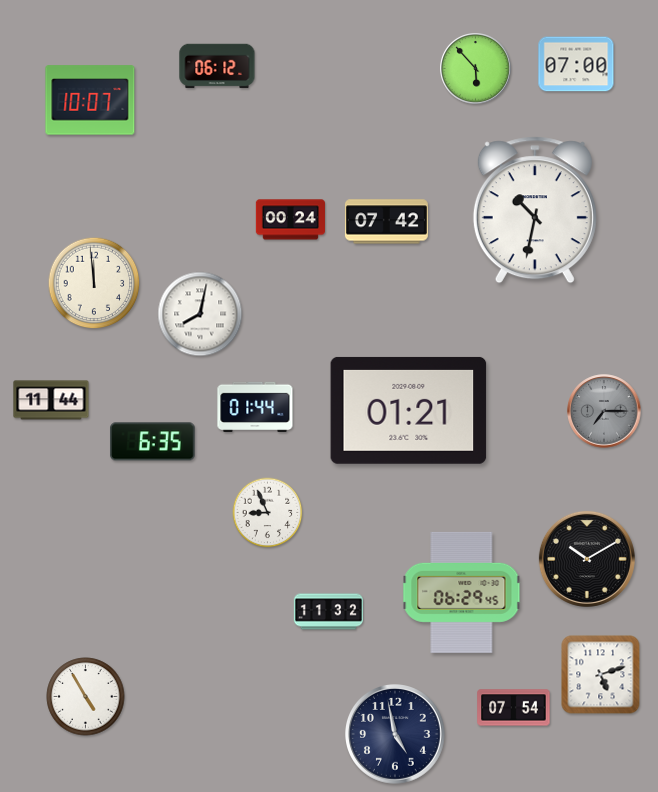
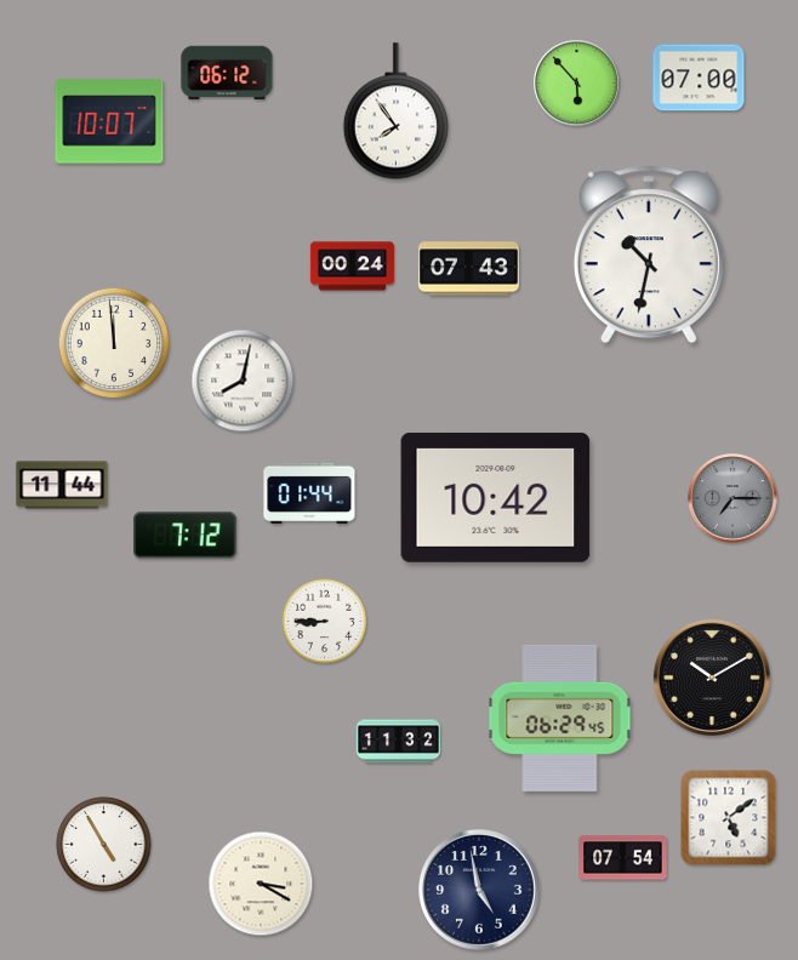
clock at (217, 66) position: (217, 66) -> (227, 73)
clock at (395, 112): none -> 7:54
clock at (386, 222): 07:42 -> 07:43
clock at (409, 410): 01:21 -> 10:42
clock at (153, 442): 6:35 -> 7:12
clock at (268, 513): 8:56 -> 8:45
clock at (601, 675): 5:12 -> 5:09
clock at (261, 884): none -> 3:20
